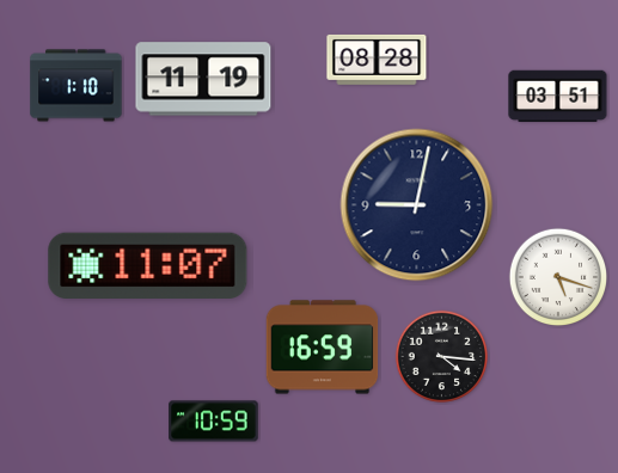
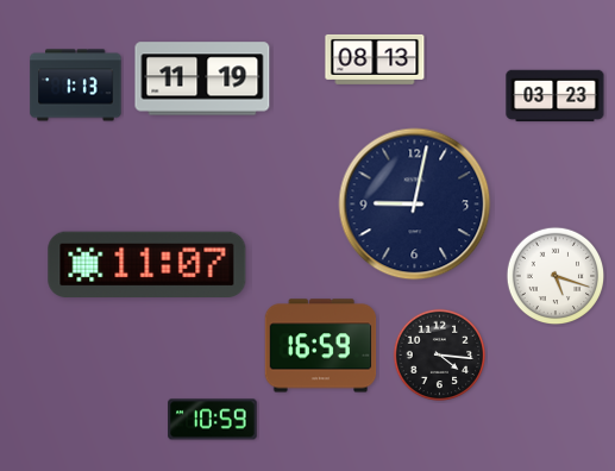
clock at (377, 60): 08:28 -> 08:13
clock at (77, 86): 1:10 -> 1:13
clock at (558, 97): 03:51 -> 03:23
